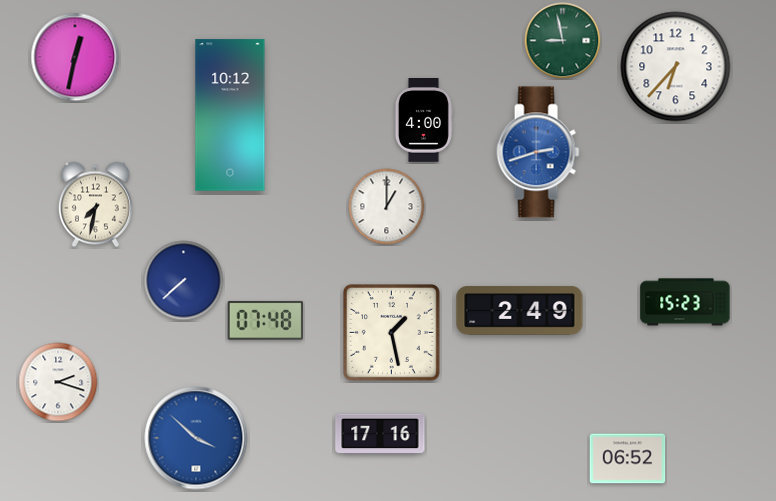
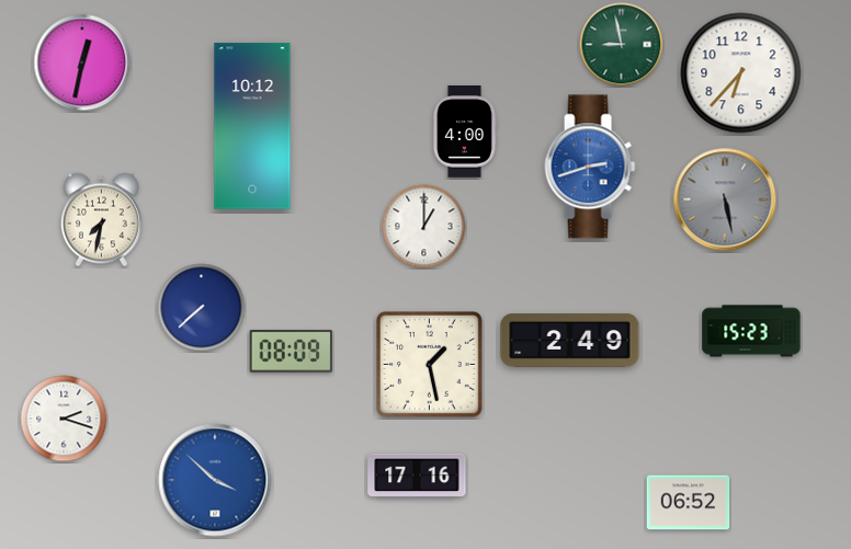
clock at (563, 41) position: (563, 41) -> (622, 45)
clock at (725, 199): none -> 5:28
clock at (95, 205) position: (95, 205) -> (101, 220)
clock at (265, 320): 07:48 -> 08:09
